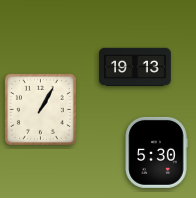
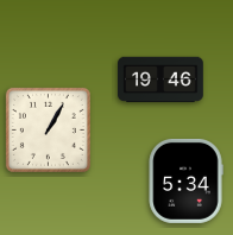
clock at (135, 67): 19:13 -> 19:46
clock at (156, 152): 5:30 -> 5:34
